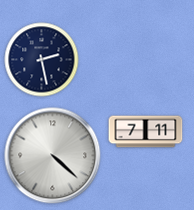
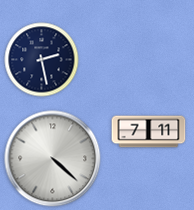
clock at (146, 132) position: (146, 132) -> (149, 132)
clock at (53, 156) position: (53, 156) -> (53, 159)
